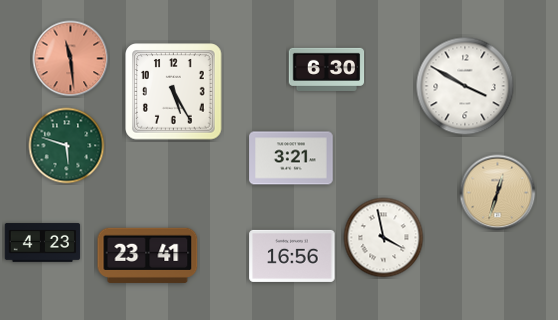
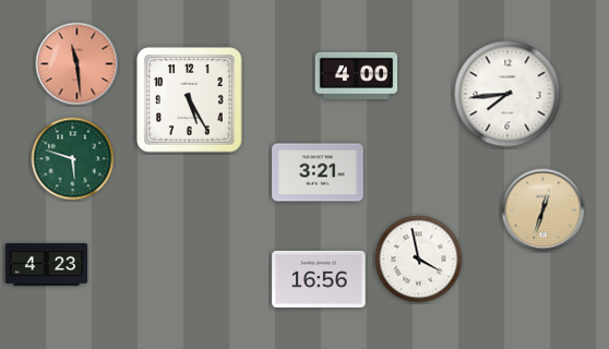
clock at (327, 69): 6:30 -> 4:00
clock at (465, 86): 3:50 -> 7:44
clock at (148, 255): 23:41 -> none
